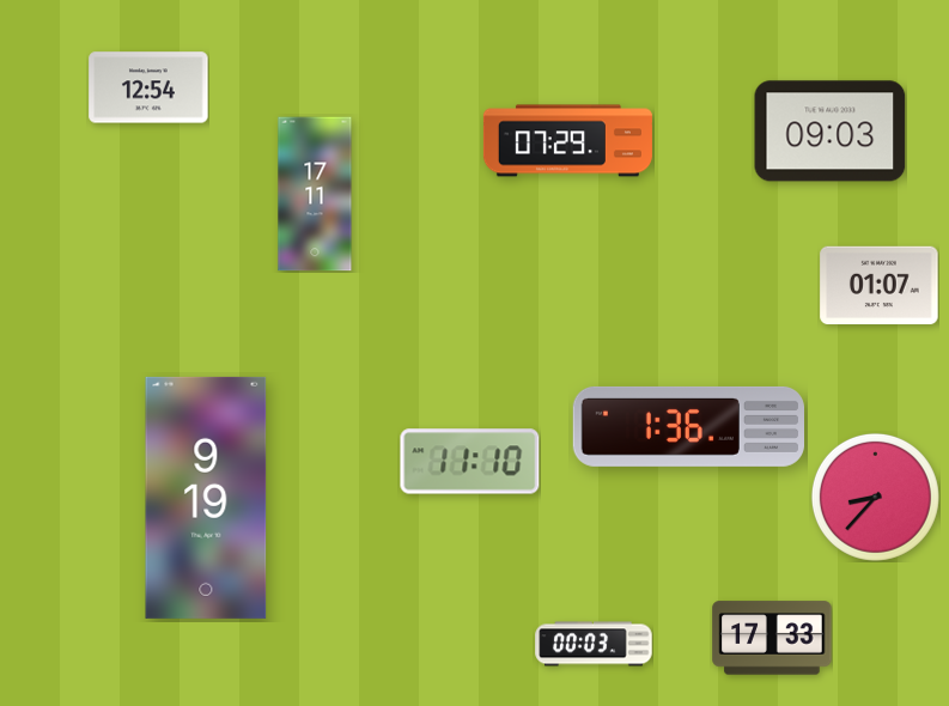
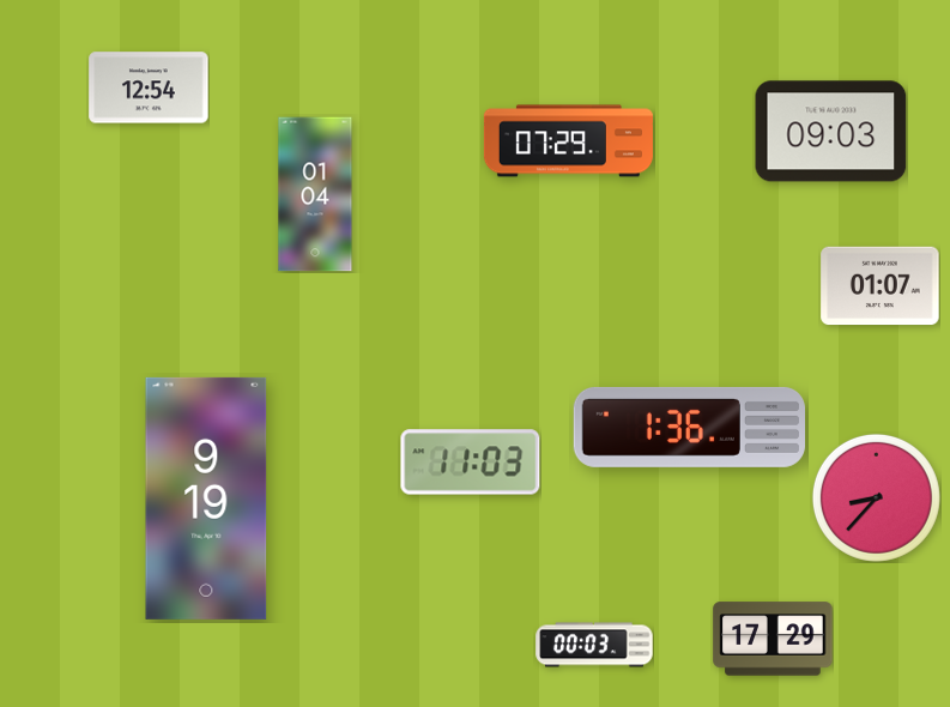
clock at (315, 194): 17:11 -> 01:04
clock at (470, 462): 11:10 -> 11:03
clock at (772, 638): 17:33 -> 17:29
